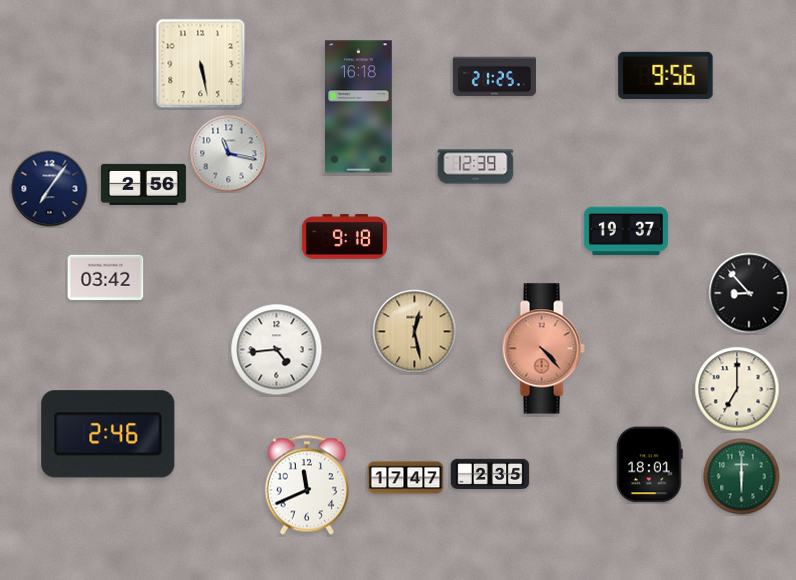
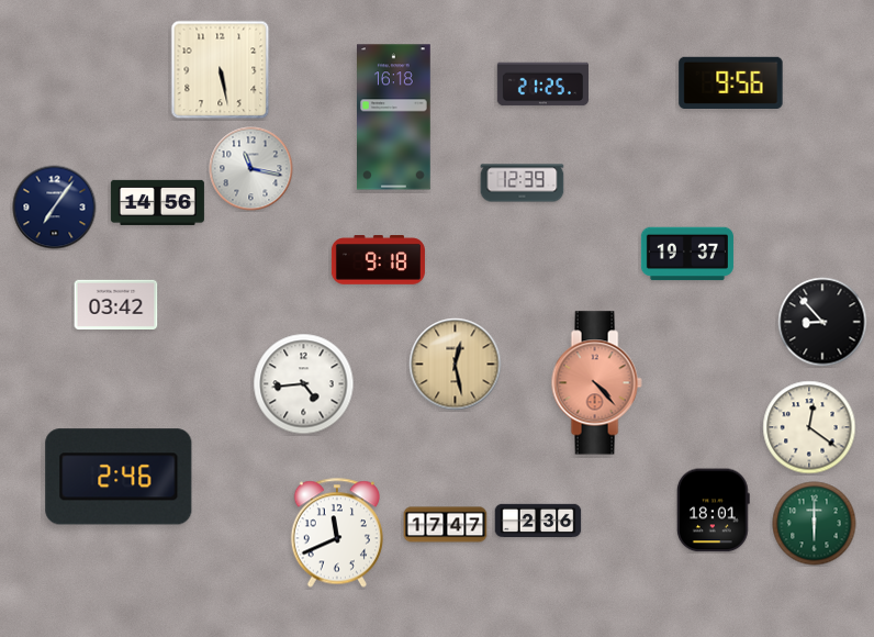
clock at (143, 184): 2:56 -> 14:56
clock at (737, 389): 7:00 -> 12:21
clock at (490, 474): 2:35 -> 2:36
